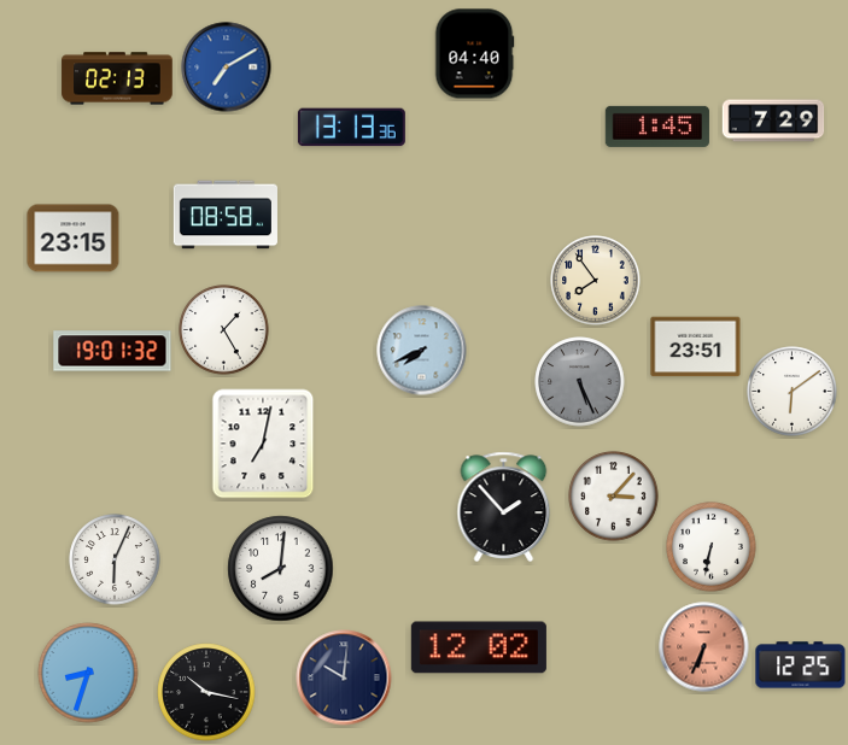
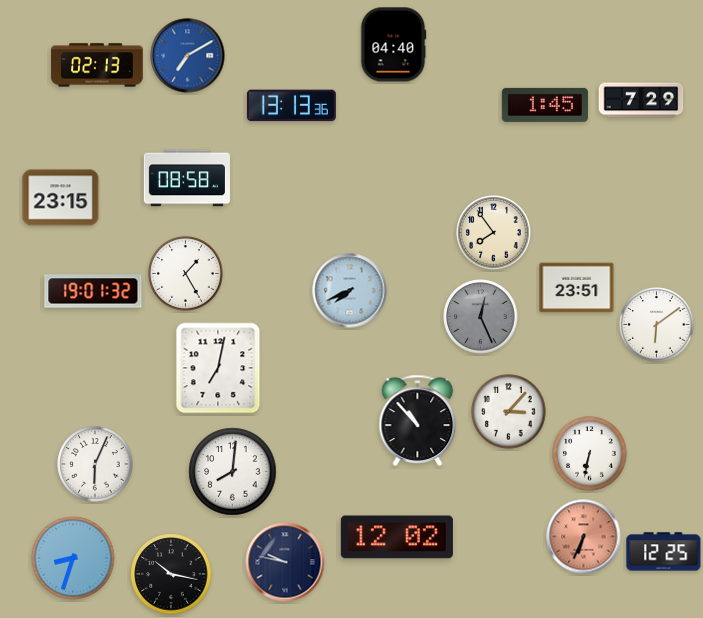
clock at (580, 382): 5:26 -> 12:26
clock at (504, 506): 1:53 -> 10:53
clock at (344, 677): 10:01 -> 9:47
